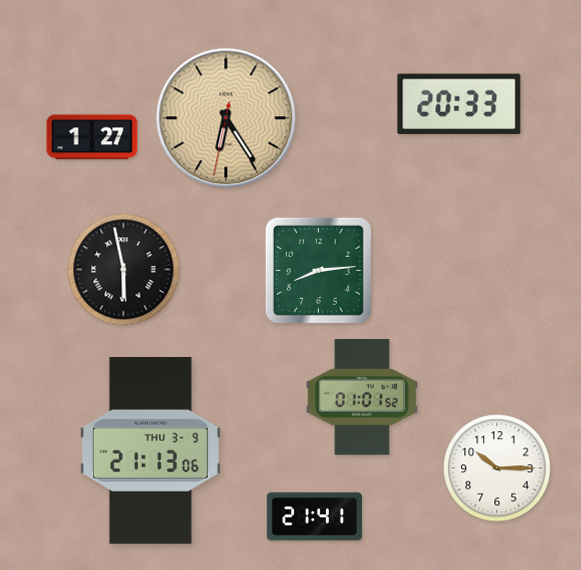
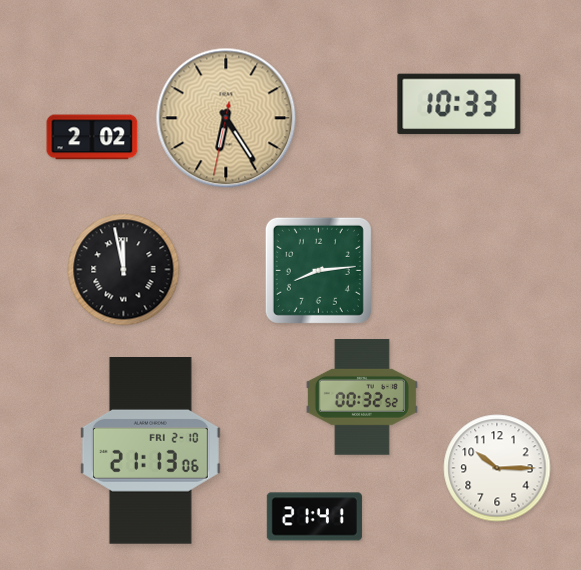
clock at (459, 104): 20:33 -> 10:33
clock at (92, 137): 1:27 -> 2:02
clock at (124, 270): 5:58 -> 11:58
clock at (362, 398): 01:01 -> 00:32
clock at (150, 451) date: THU 3-9 -> FRI 2-10
